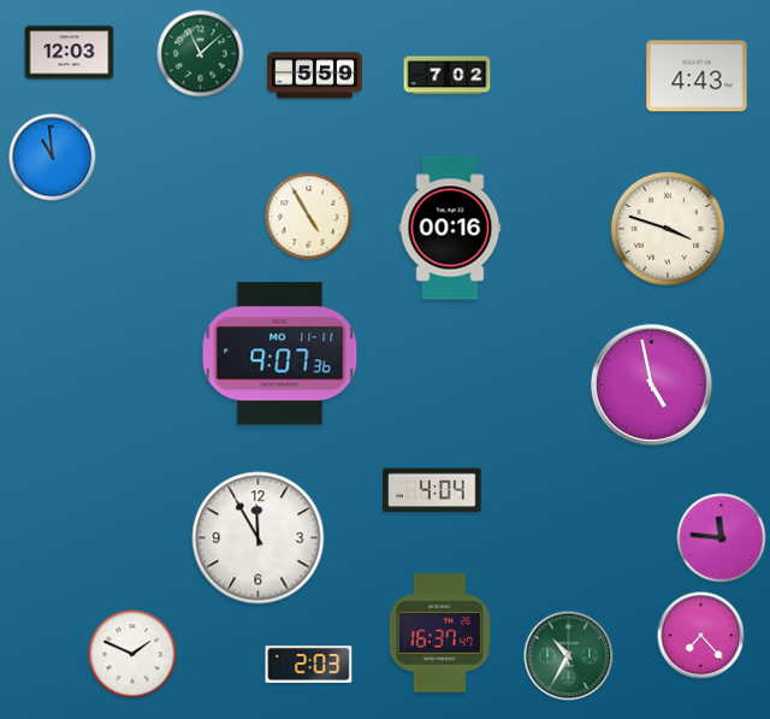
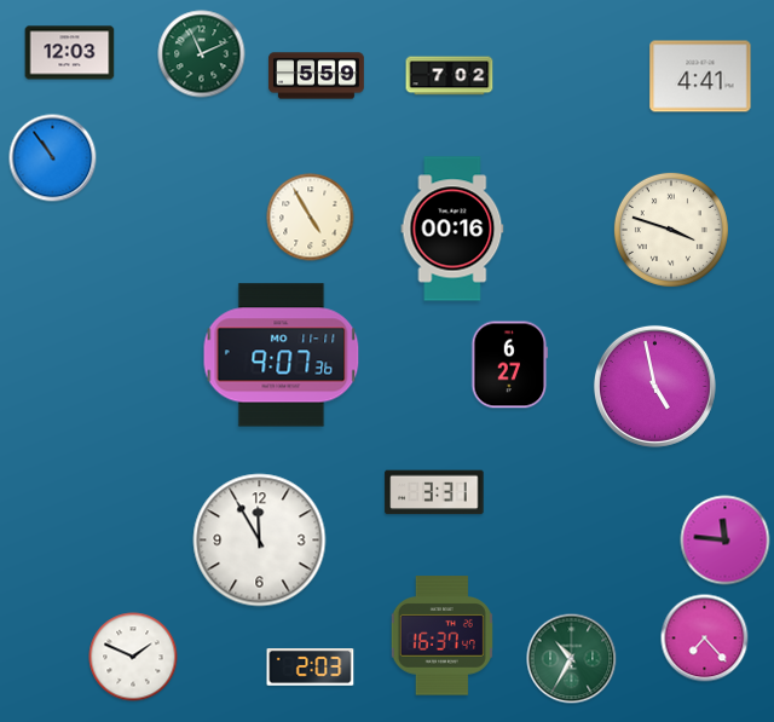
clock at (201, 54): 11:08 -> 11:11
clock at (697, 76): 4:43 -> 4:41
clock at (53, 158): 10:59 -> 10:54
clock at (510, 365): none -> 6:27
clock at (432, 490): 4:04 -> 3:31
